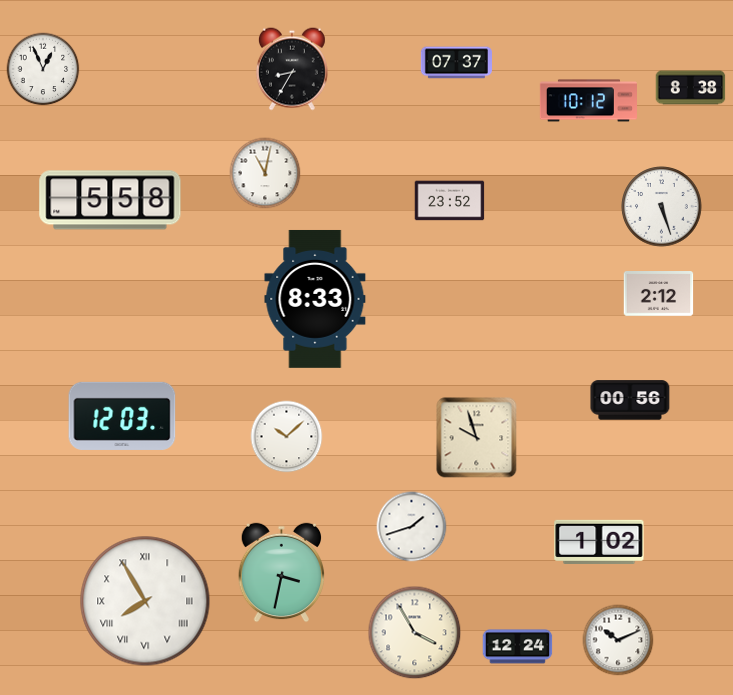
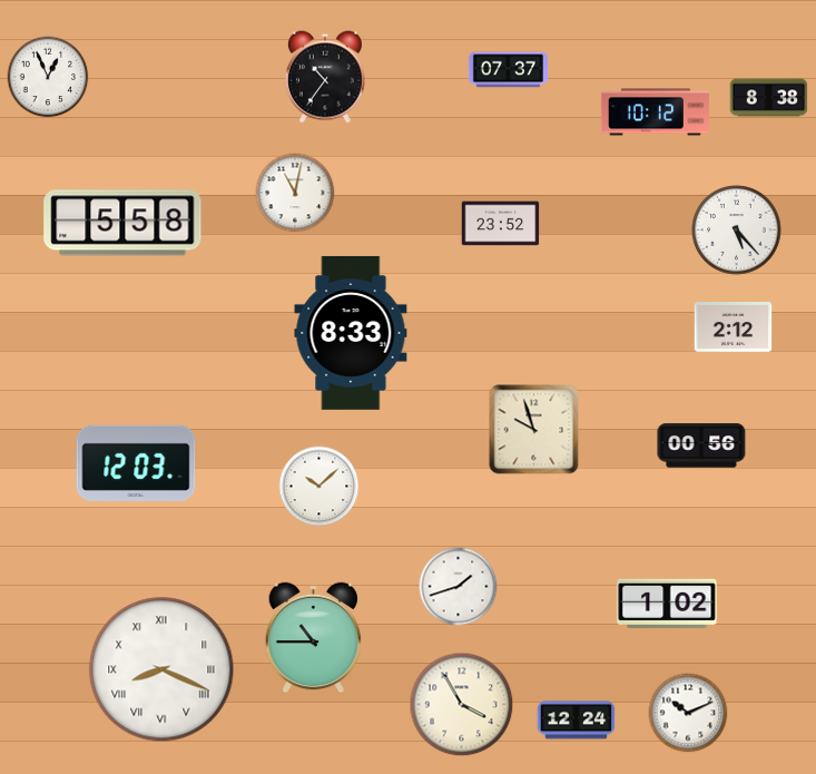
clock at (292, 69): 8:35 -> 10:36
clock at (662, 207): 5:27 -> 5:23
clock at (477, 438) position: (477, 438) -> (534, 430)
clock at (281, 573): 3:32 -> 10:45
clock at (145, 601): 7:55 -> 8:19
